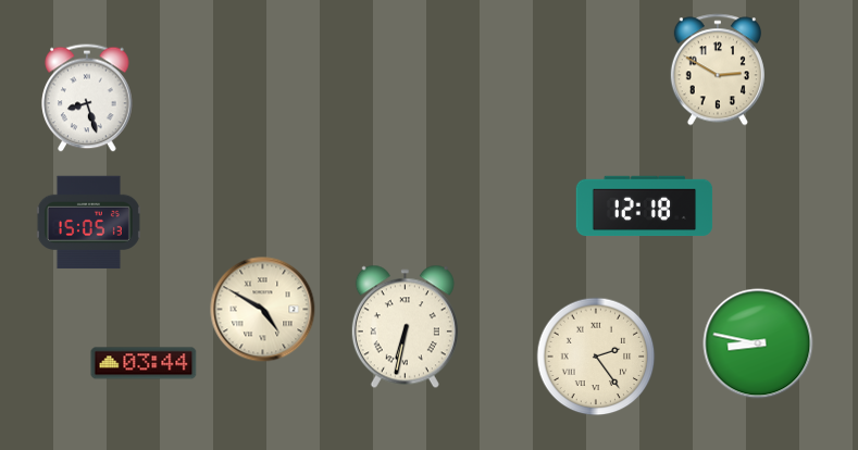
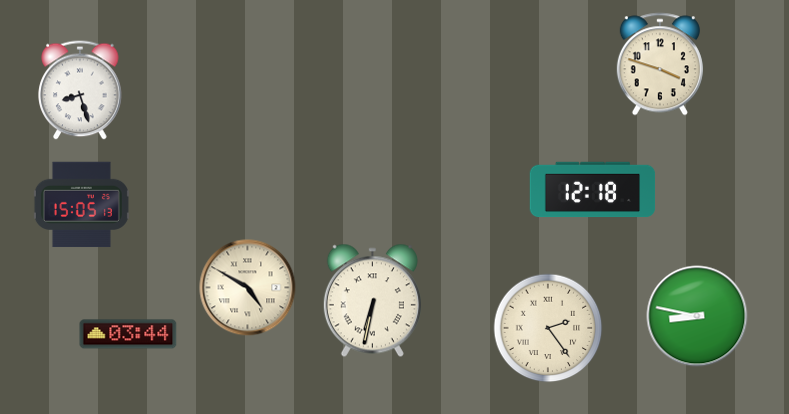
clock at (718, 70): 2:50 -> 3:48
clock at (263, 310) position: (263, 310) -> (248, 288)
clock at (144, 363) position: (144, 363) -> (128, 334)
